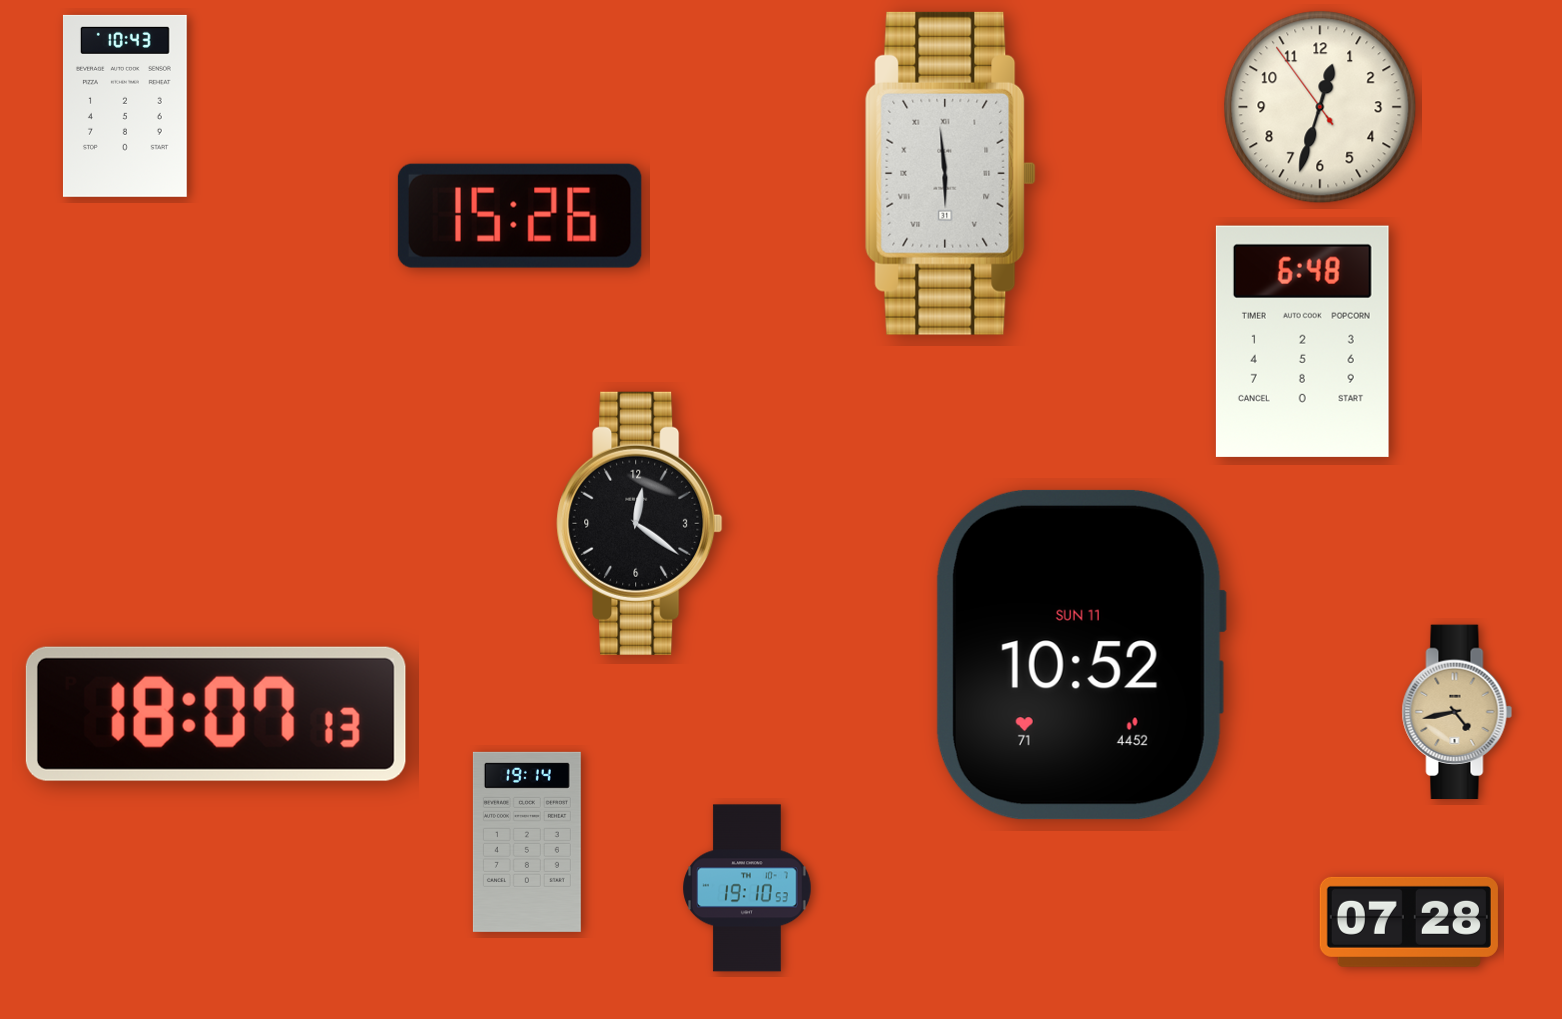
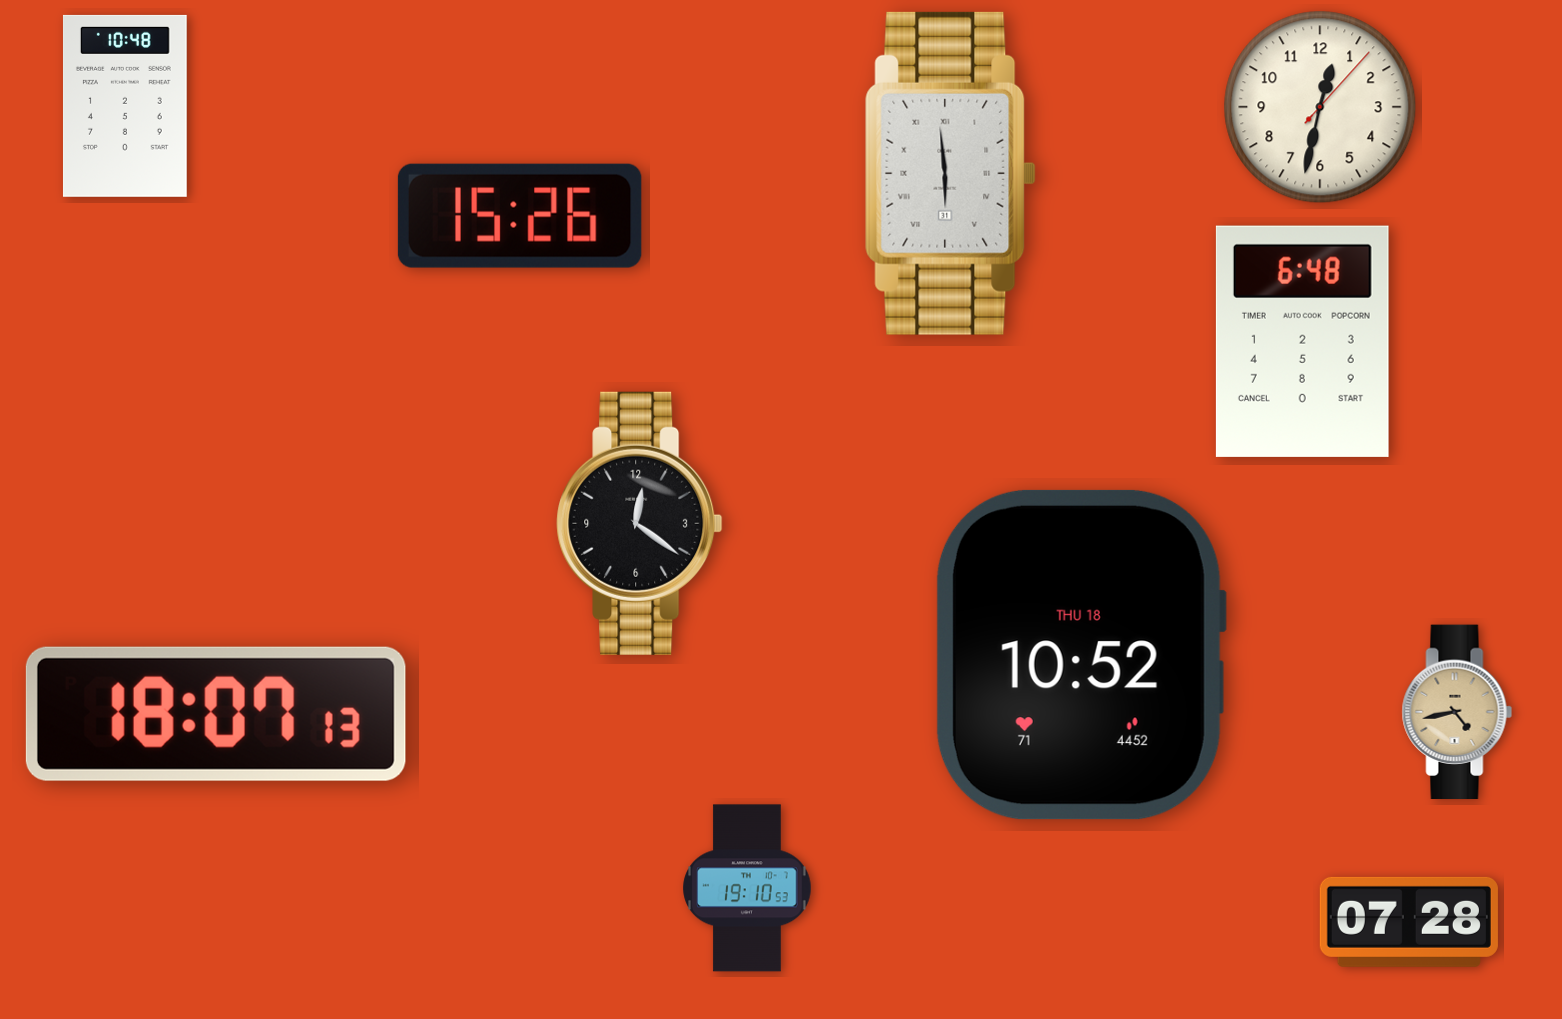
clock at (125, 106): 10:43 -> 10:48
clock at (1320, 107): 12:32:54 -> 12:32:07
clock at (1080, 655) date: SUN 11 -> THU 18
clock at (527, 842): 19:14 -> none
